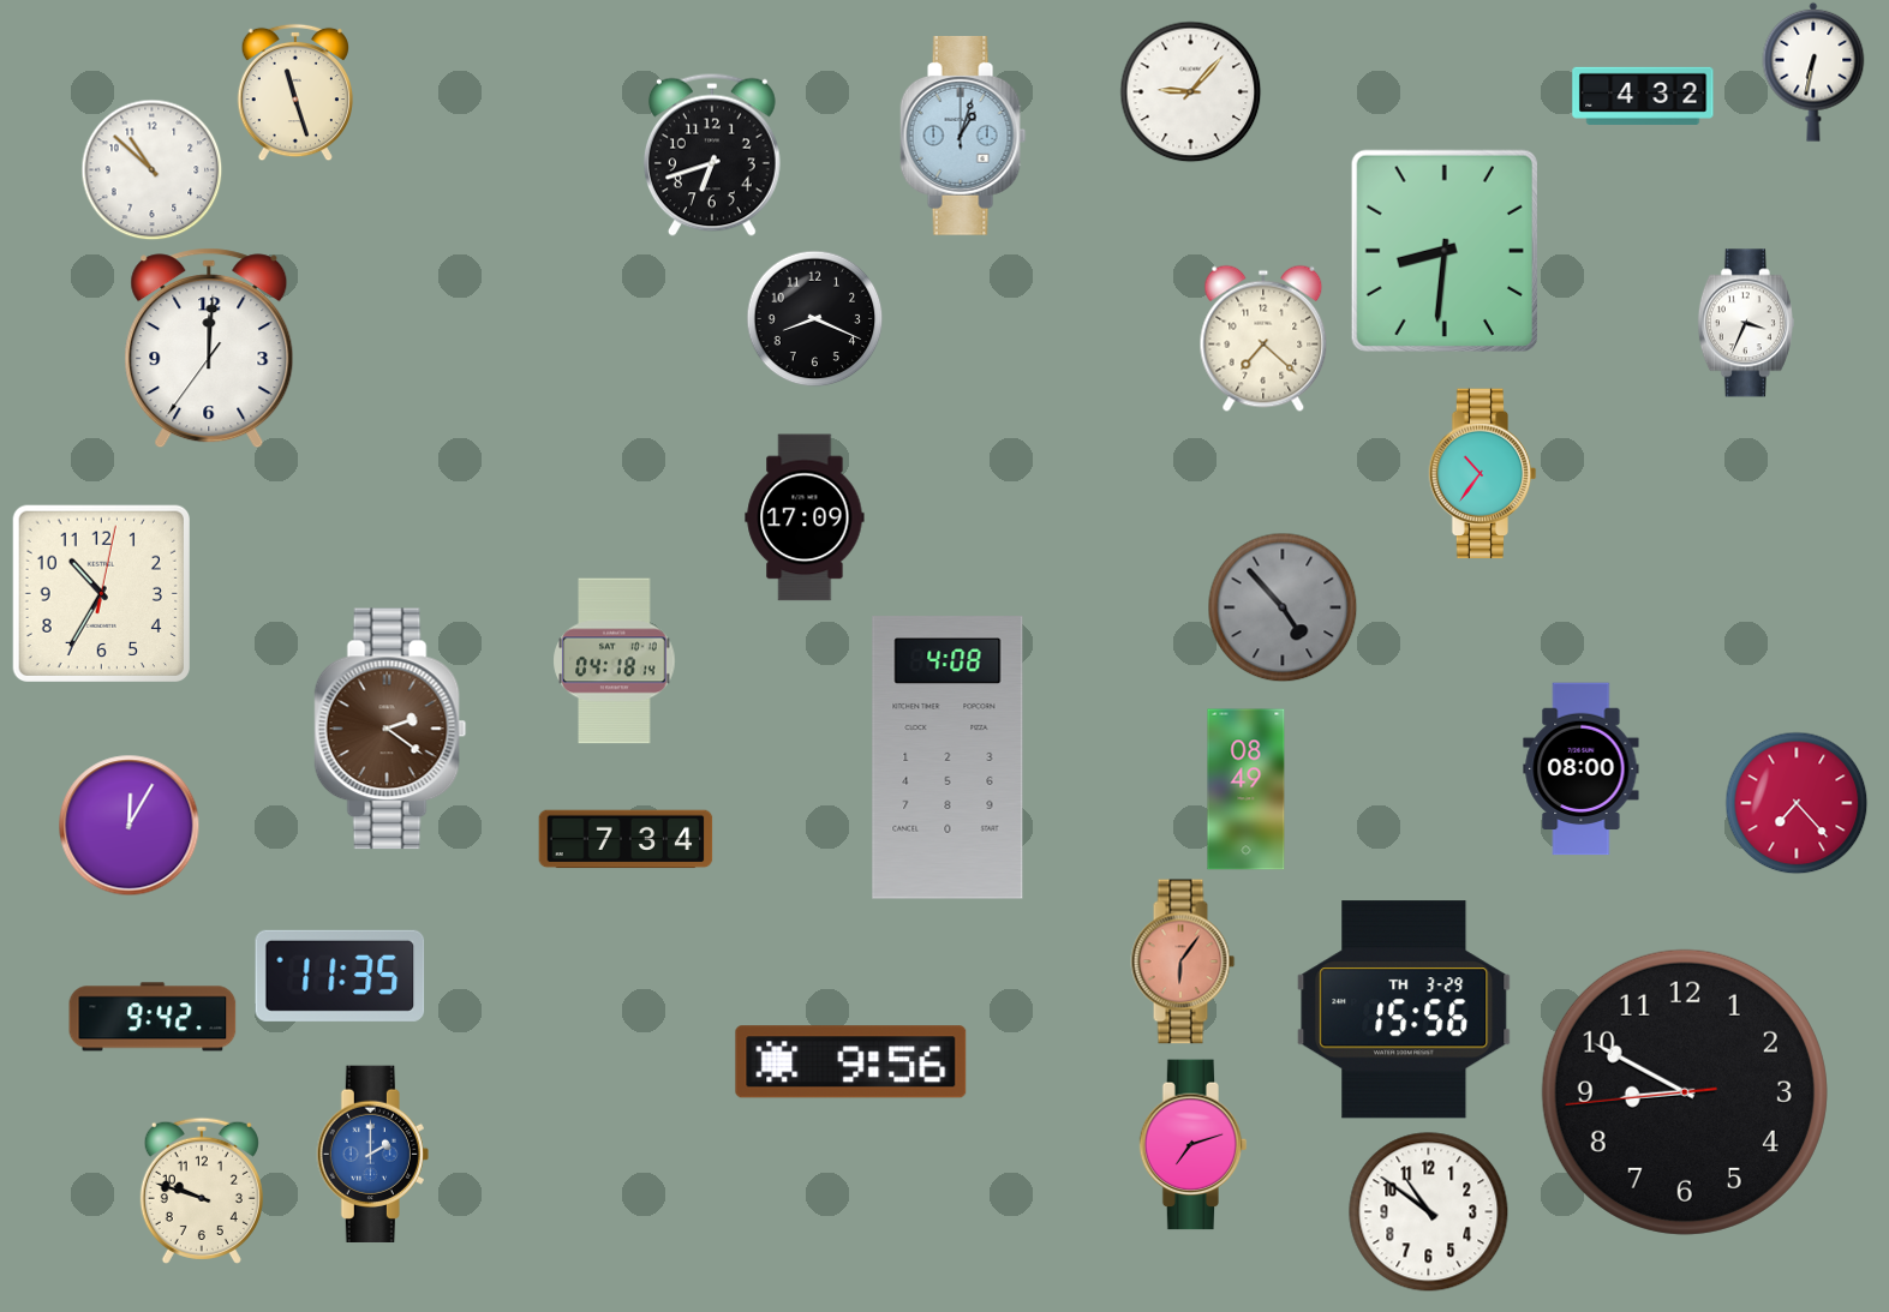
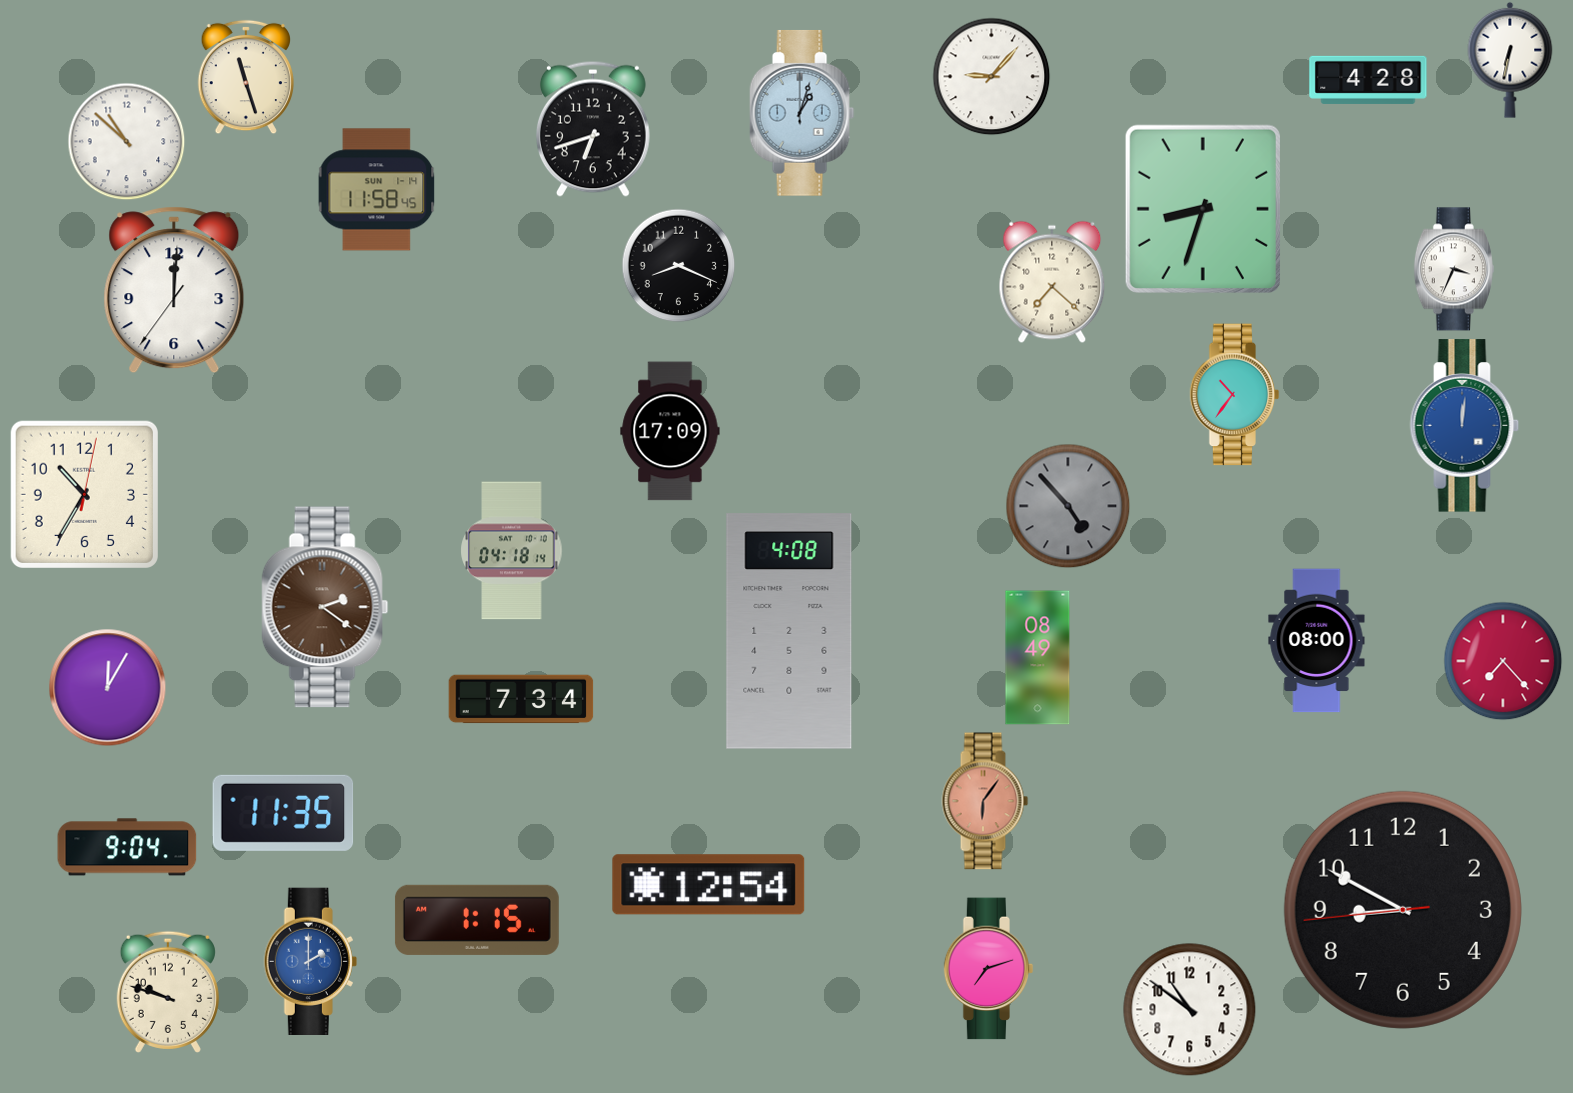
clock at (1643, 96): 4:32 -> 4:28
clock at (377, 190): none -> 11:58
clock at (1445, 250): 8:31 -> 8:33
clock at (1465, 426): none -> 12:01
clock at (1797, 803) position: (1797, 803) -> (1503, 661)
clock at (1404, 1010): 15:56 -> none
clock at (153, 1017): 9:42 -> 9:04
clock at (851, 1062): 9:56 -> 12:54
clock at (477, 920): none -> 1:15
clock at (1194, 1145) position: (1194, 1145) -> (989, 969)
